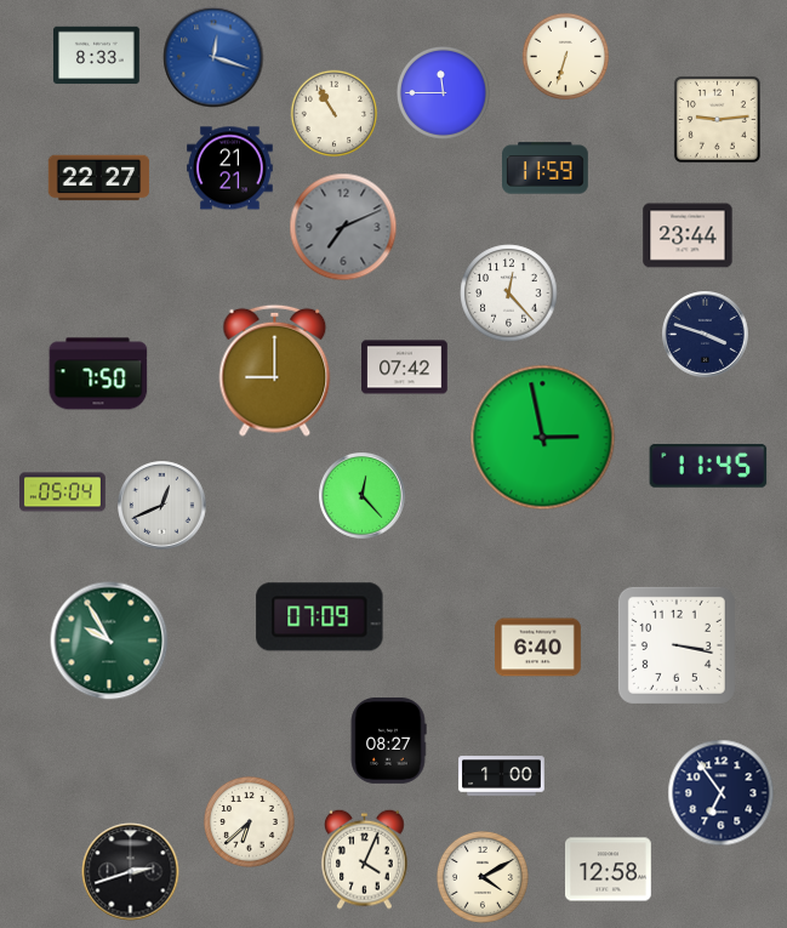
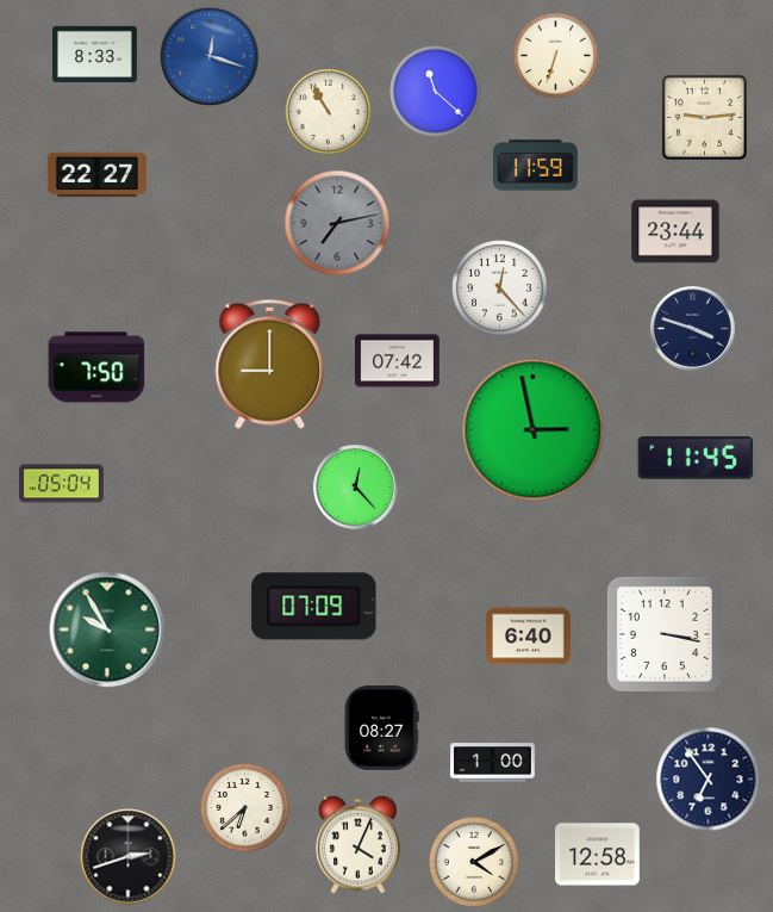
clock at (444, 93): 11:45 -> 11:22
clock at (230, 169): 21:21 -> none
clock at (343, 227): 7:11 -> 7:13
clock at (162, 506): 12:41 -> none
